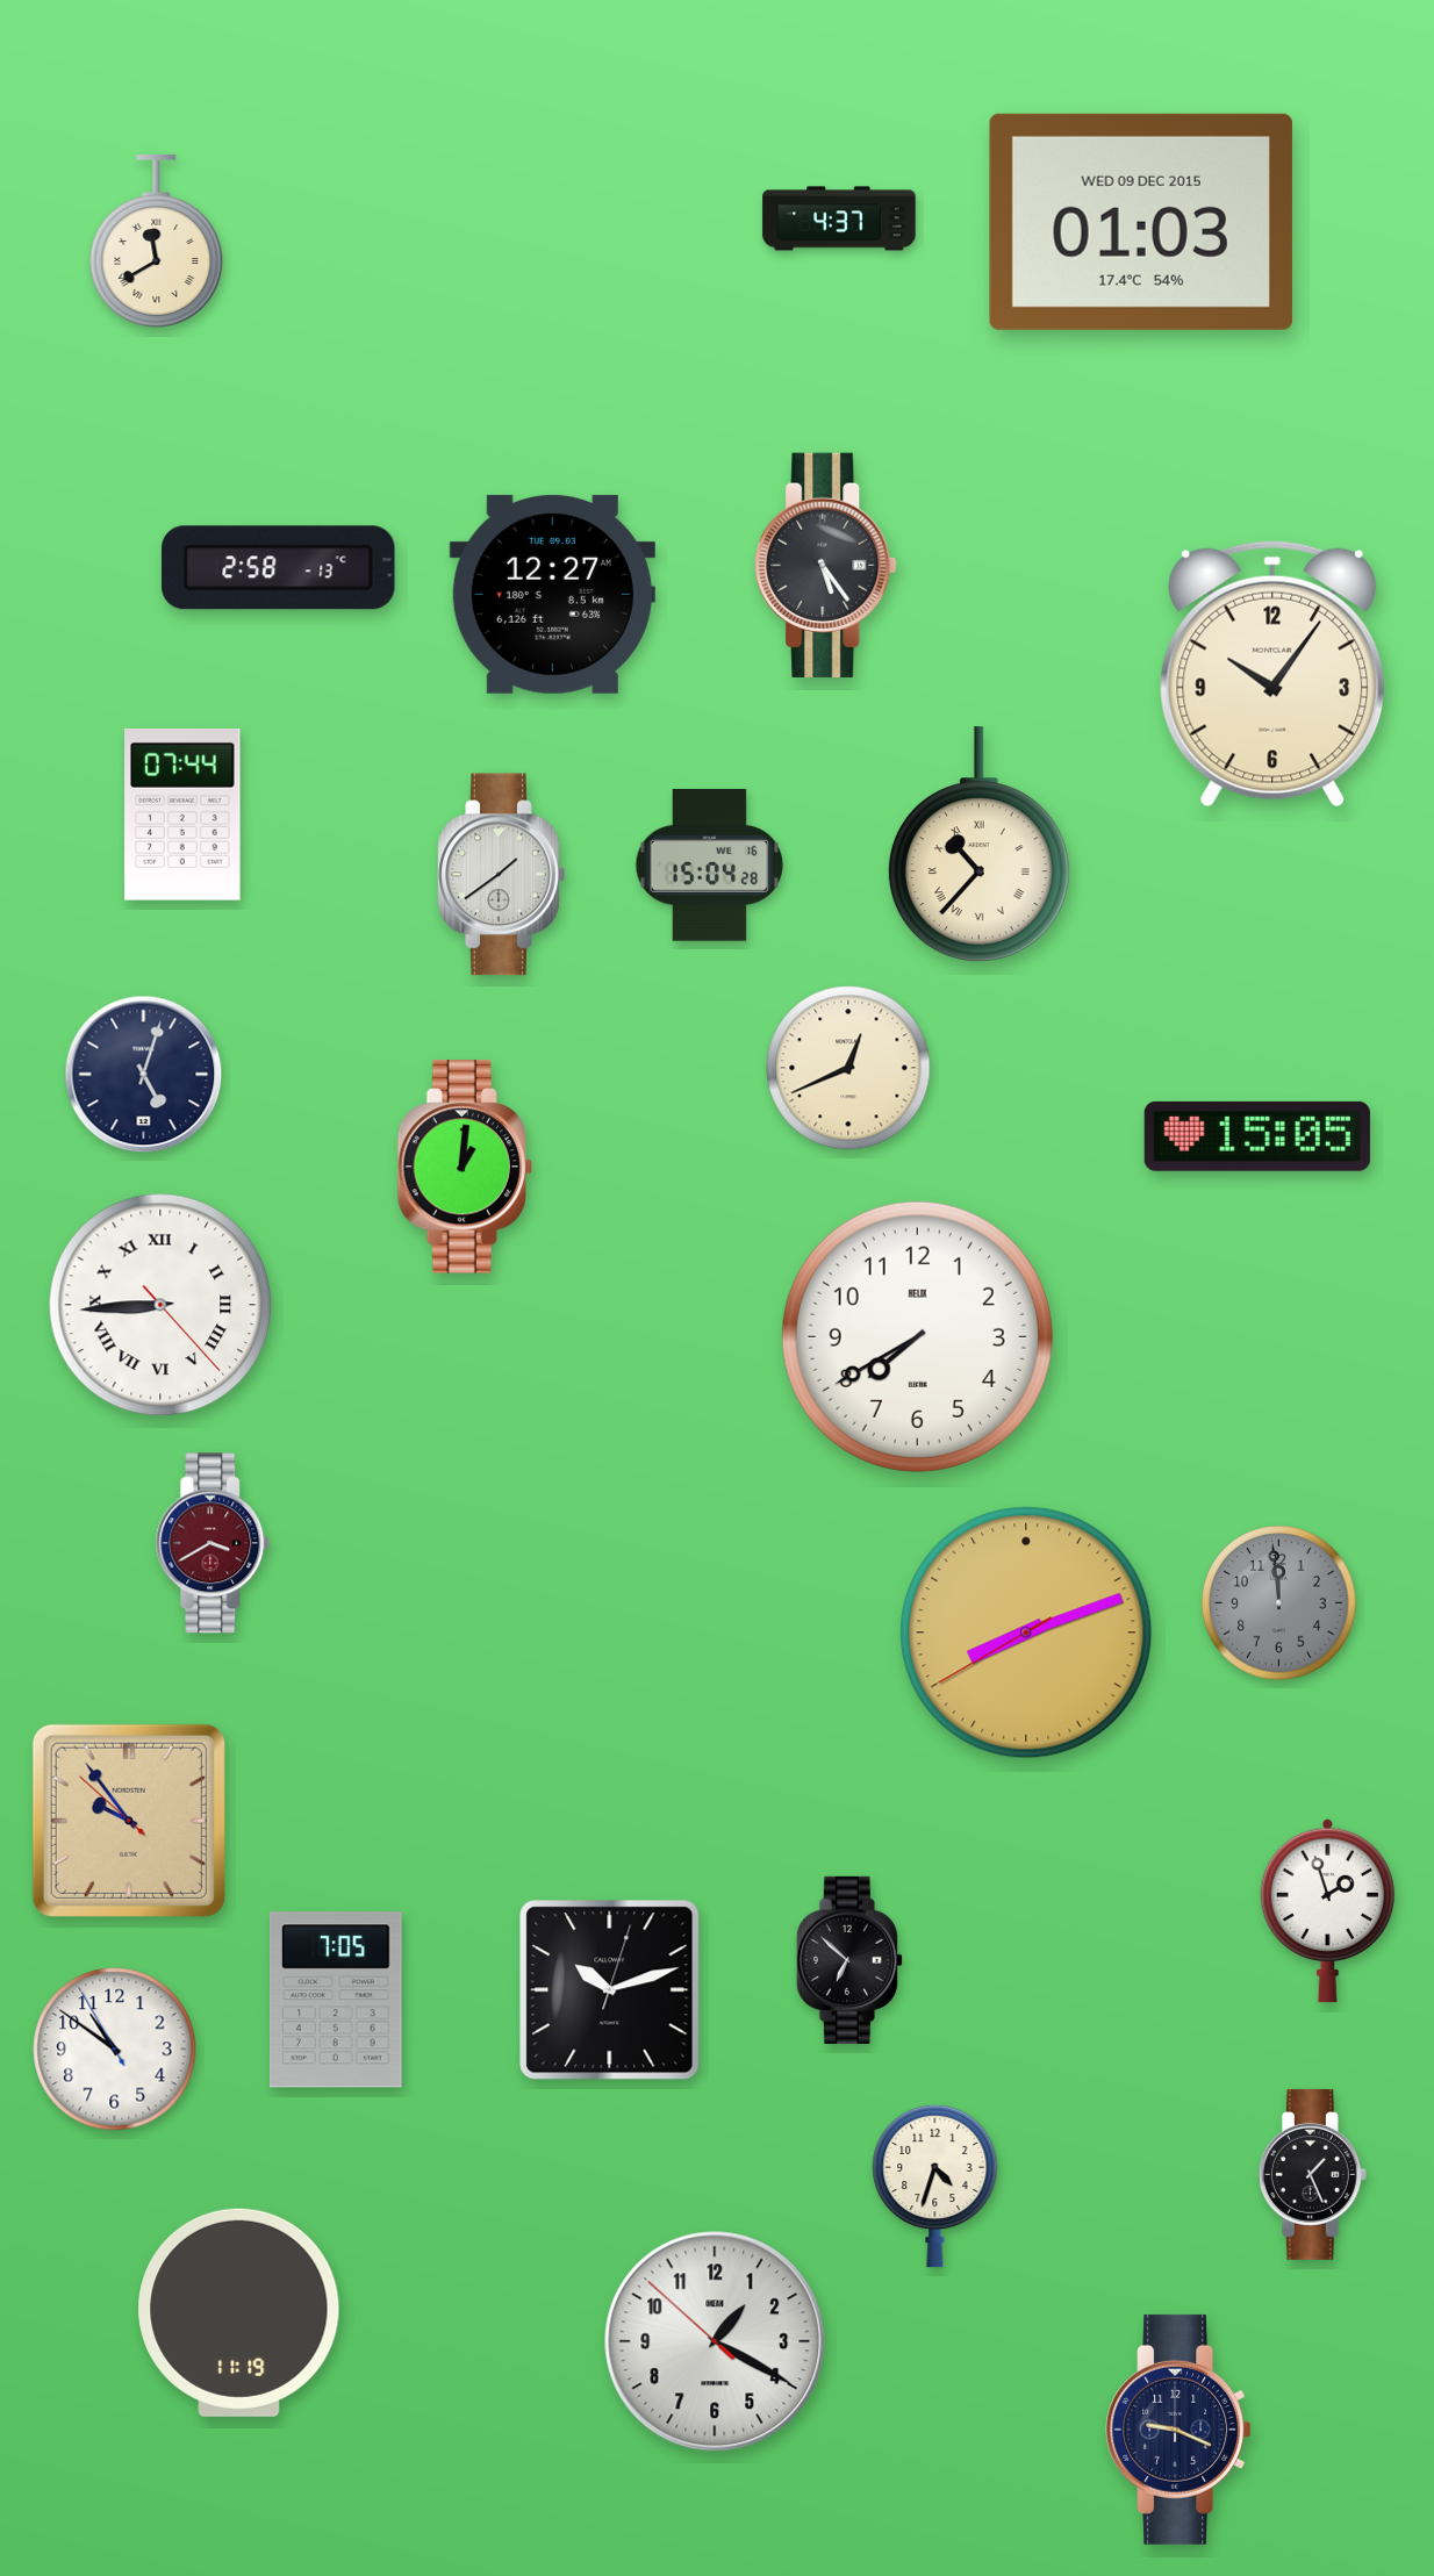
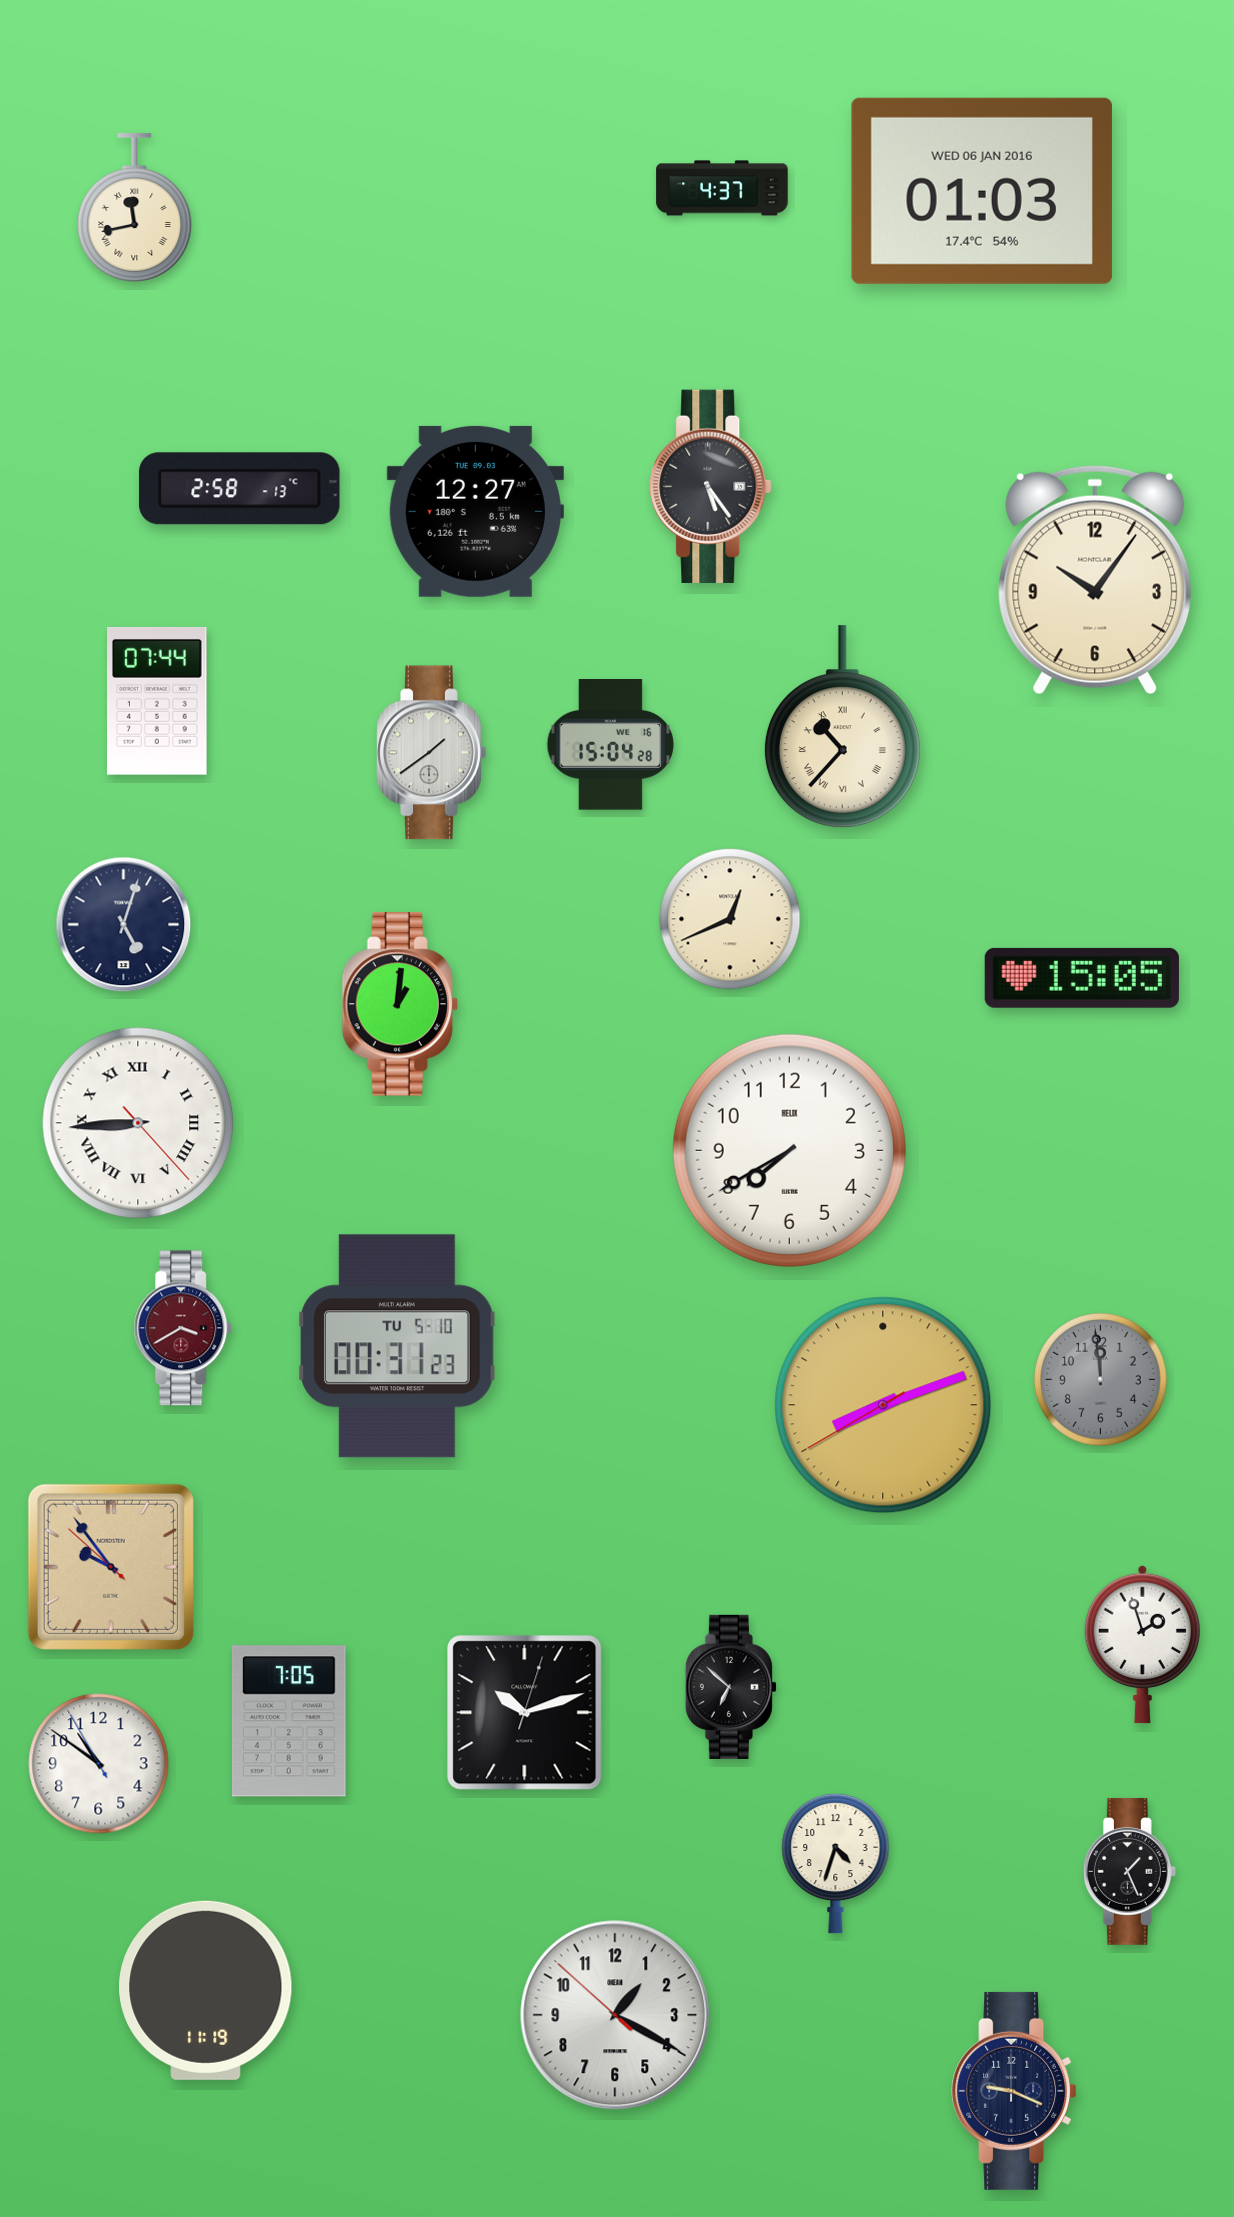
clock at (1141, 222) date: WED 09 DEC 2015 -> WED 06 JAN 2016
clock at (157, 242): 11:40 -> 11:43
clock at (398, 1346): none -> 00:31
clock at (935, 2186) position: (935, 2186) -> (836, 1863)
